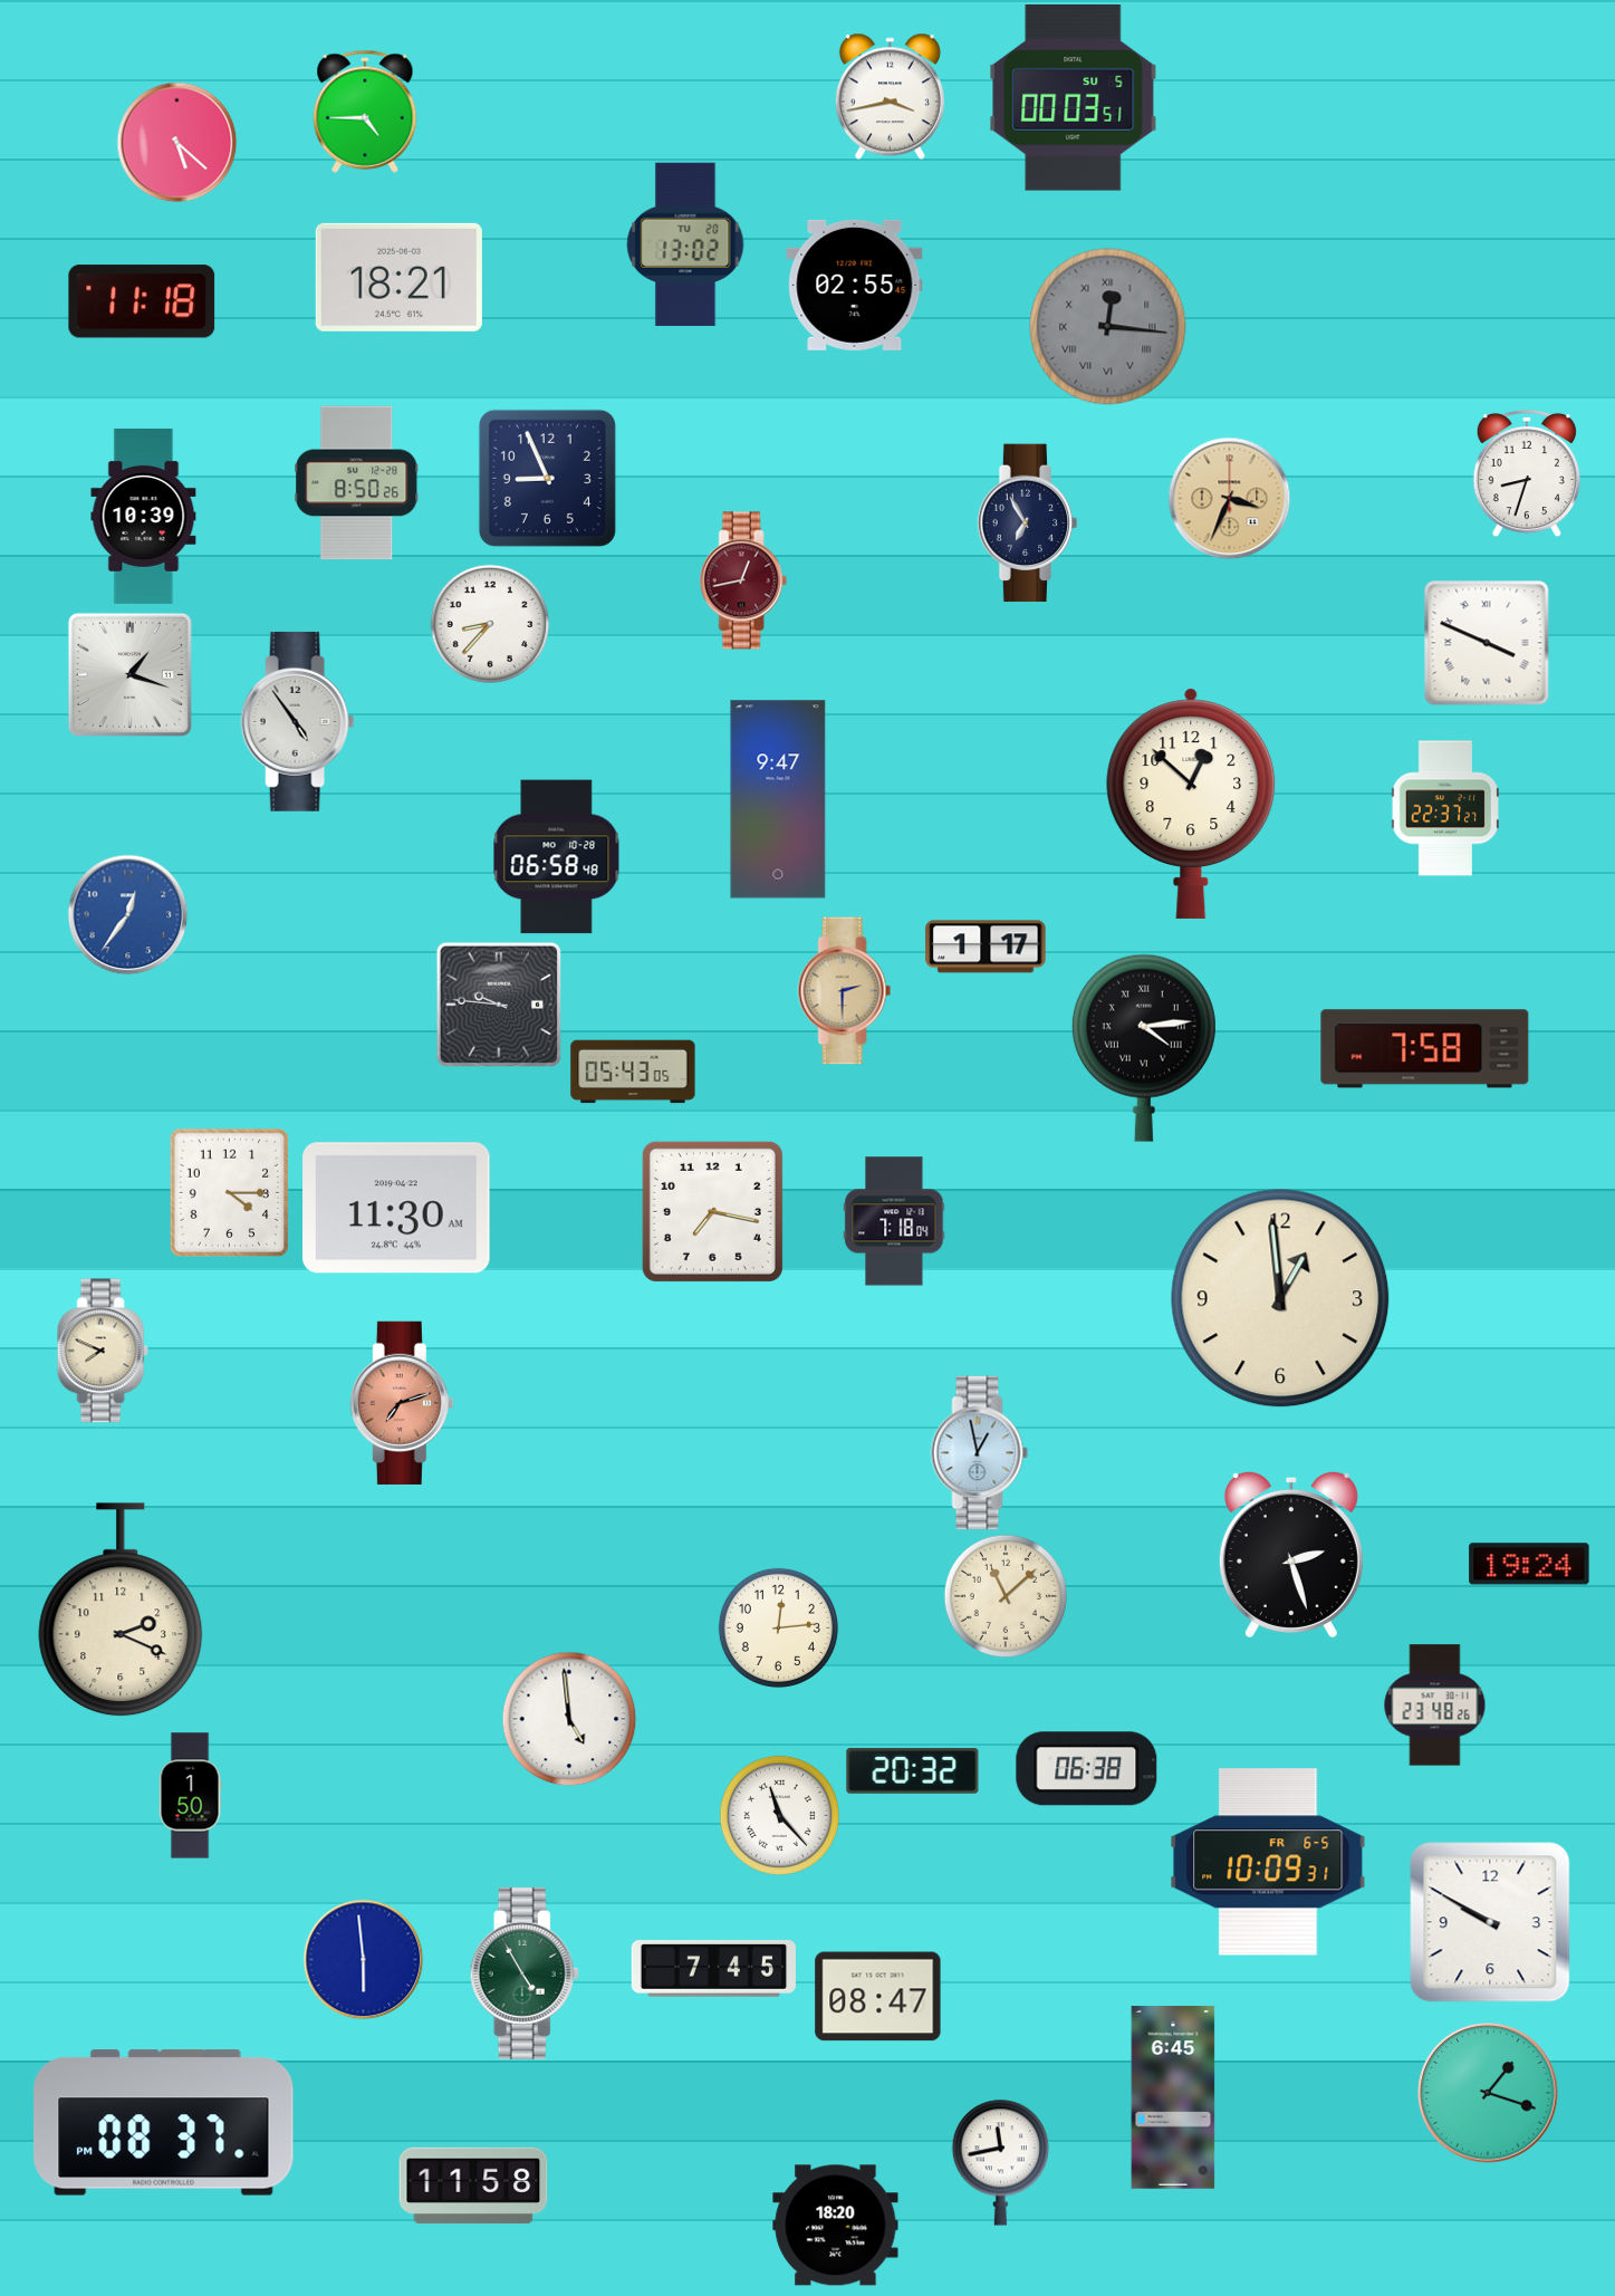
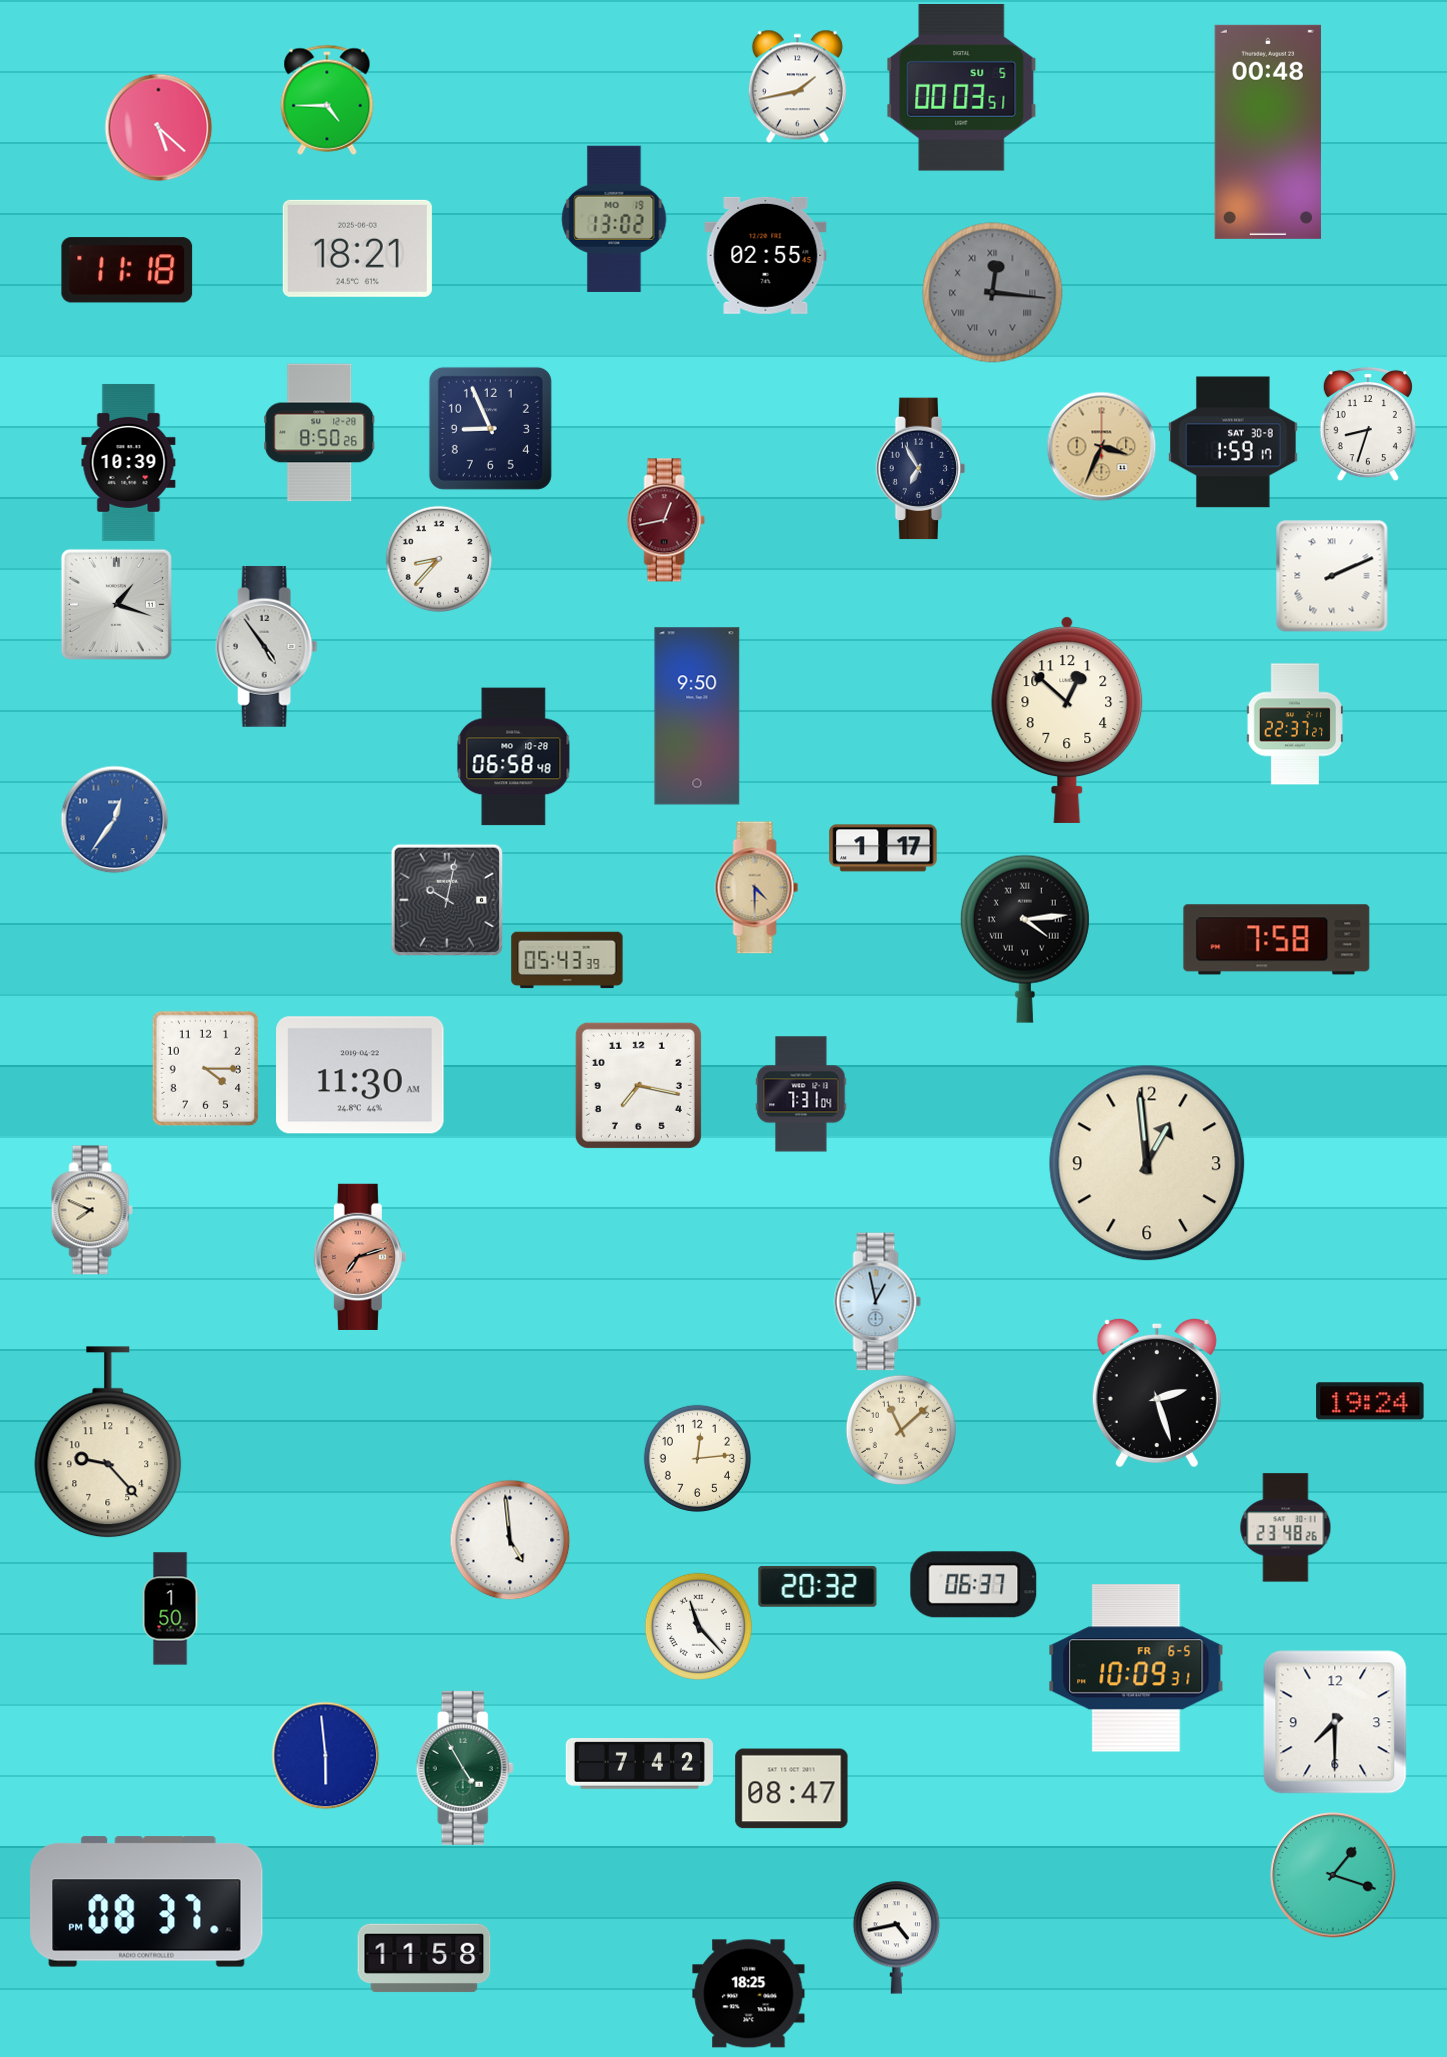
clock at (890, 96): 3:43 -> 1:43
clock at (1268, 132): none -> 00:48
clock at (685, 244) date: TU 20 -> MO 19
clock at (1233, 442): none -> 1:59
clock at (1487, 643): 3:49 -> 2:11
clock at (778, 799): 9:47 -> 9:50
clock at (557, 857) position: (557, 857) -> (514, 757)
clock at (845, 991): 2:30 -> 4:30
clock at (499, 1005): 9:46 -> 10:02
clock at (633, 1072): 05:43:05 -> 05:43:39
clock at (396, 1208) position: (396, 1208) -> (360, 1075)
clock at (894, 1221): 7:18 -> 7:31
clock at (121, 1611): 2:19 -> 9:23
clock at (1087, 1769): 06:38 -> 06:37
clock at (1490, 1922): 9:50 -> 7:30
clock at (713, 1969): 7:45 -> 7:42
clock at (525, 1973) position: (525, 1973) -> (465, 1768)
clock at (878, 1997) position: (878, 1997) -> (792, 1789)
clock at (1173, 2097): 6:45 -> none
clock at (1000, 2162): 11:43 -> 4:43
clock at (836, 2226): 18:20 -> 18:25
